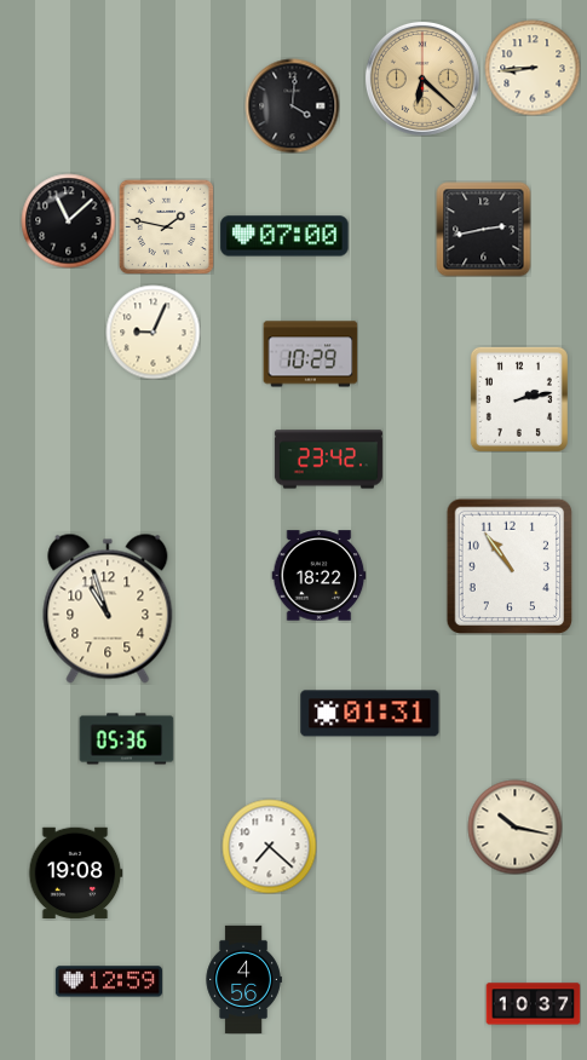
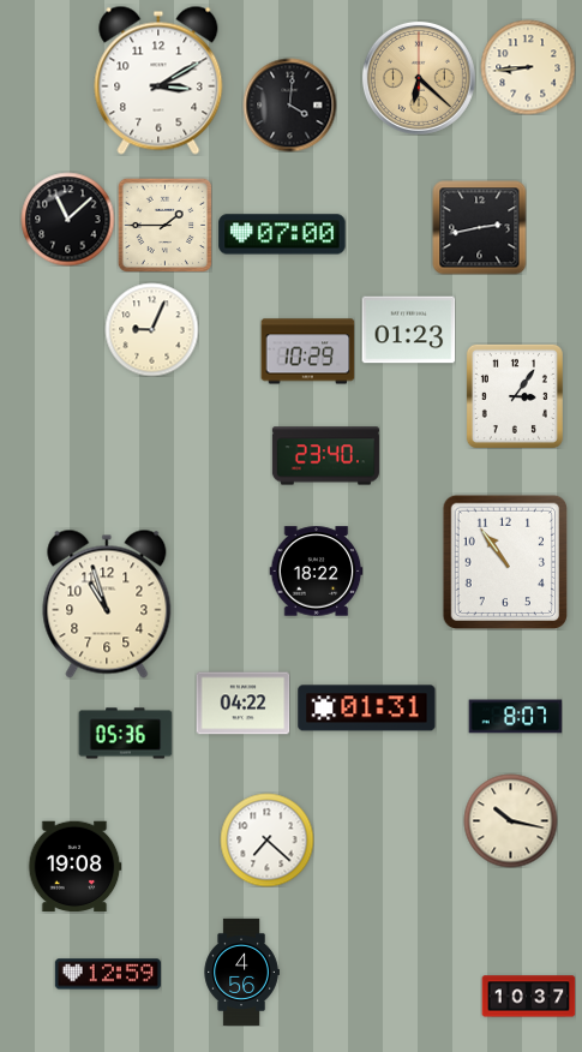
clock at (158, 80): none -> 3:10
clock at (166, 226): 1:47 -> 1:45
clock at (408, 330): none -> 01:23
clock at (519, 399): 2:13 -> 3:06
clock at (328, 460): 23:42 -> 23:40
clock at (242, 704): none -> 04:22
clock at (515, 717): none -> 8:07
